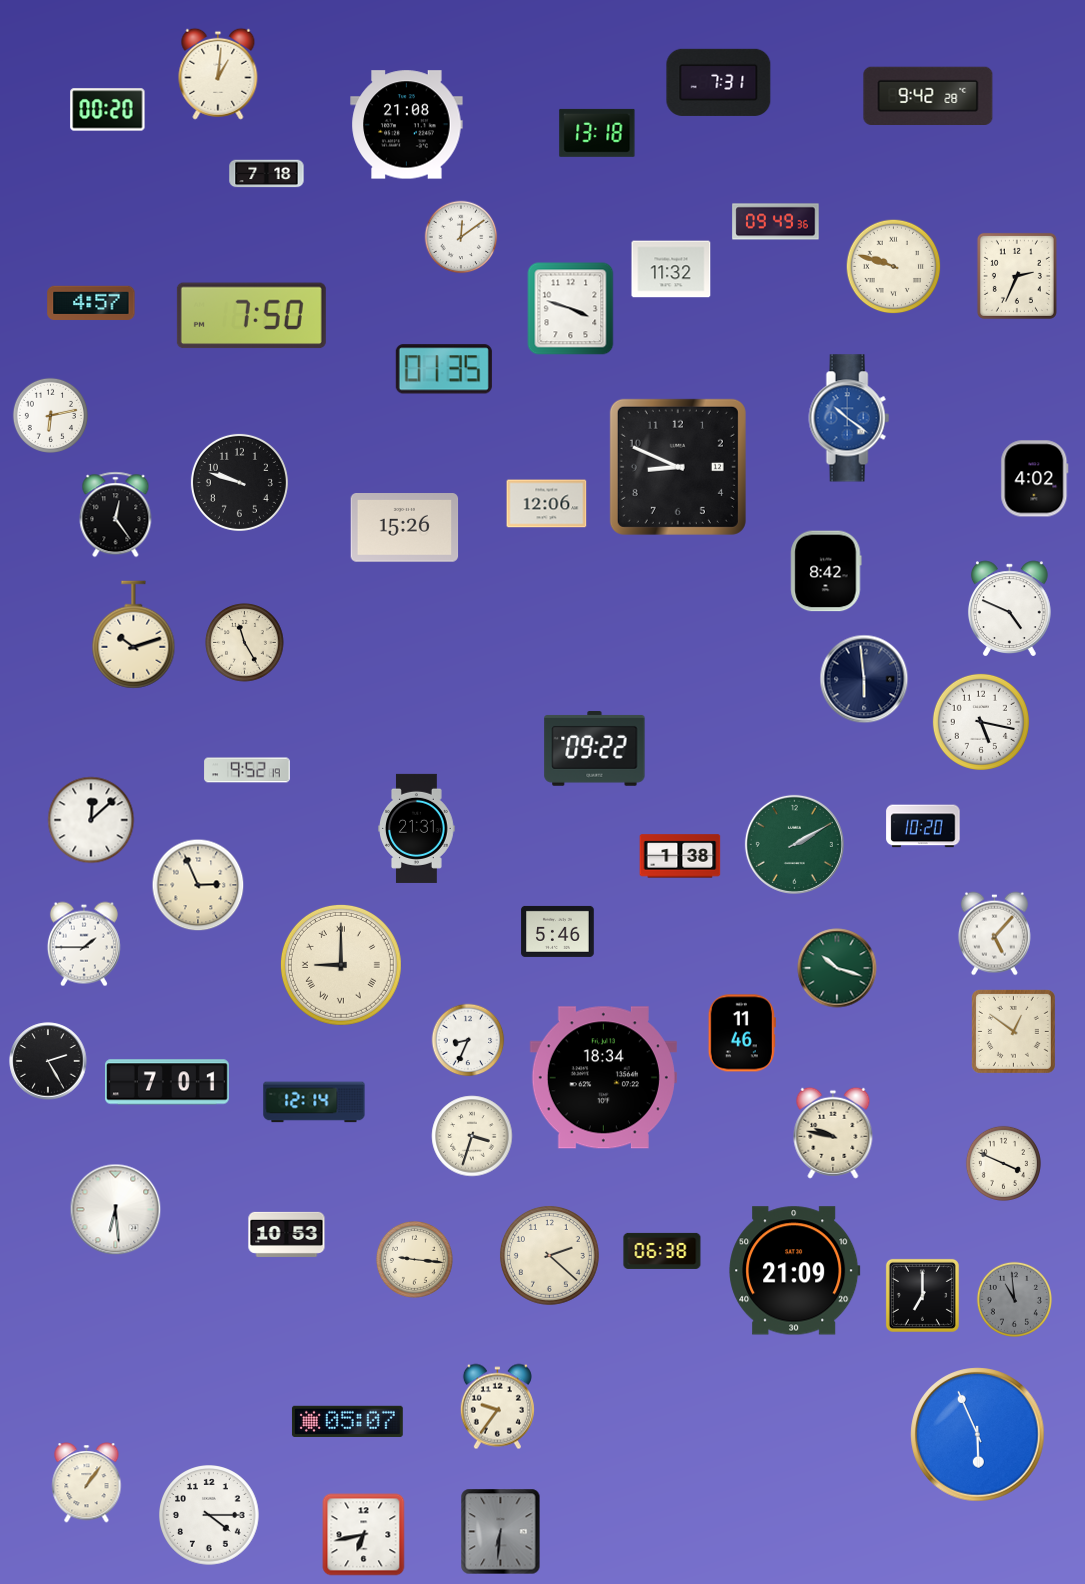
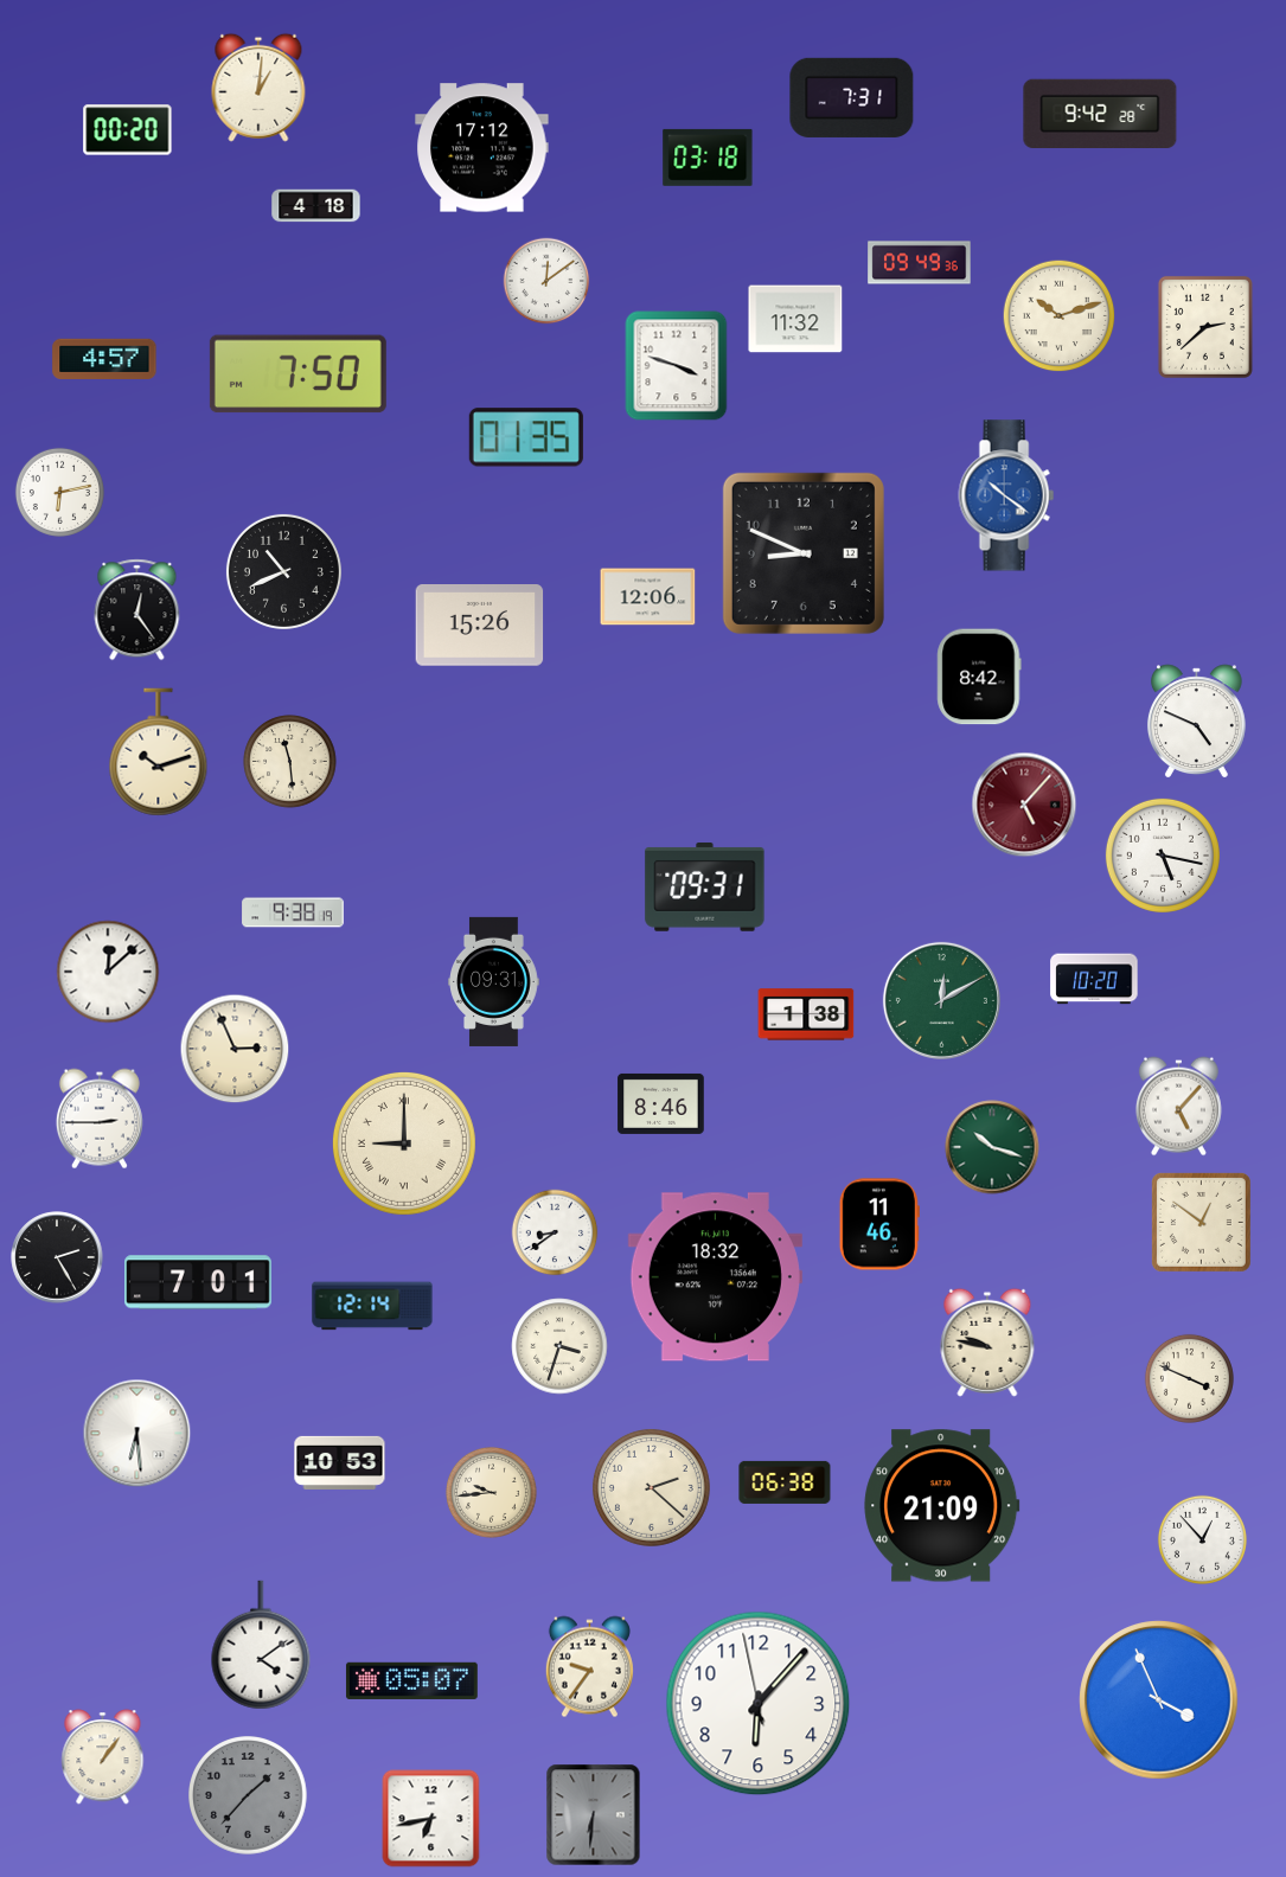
clock at (407, 125): 21:08 -> 17:12
clock at (597, 133): 13:18 -> 03:18
clock at (267, 174): 7:18 -> 4:18
clock at (894, 267): 9:48 -> 10:12
clock at (1017, 276): 2:34 -> 2:38
clock at (91, 303) position: (91, 303) -> (104, 359)
clock at (1035, 479): 4:02 -> none
clock at (239, 482): 9:48 -> 10:41
clock at (245, 643): 11:25 -> 11:29
clock at (864, 679): 5:59 -> 5:07
clock at (864, 679) dial: navy -> burgundy
clock at (595, 749): 09:22 -> 09:31
clock at (247, 770): 9:52 -> 9:38
clock at (417, 828): 21:31 -> 09:31
clock at (794, 844): 2:10 -> 12:10
clock at (558, 931): 5:46 -> 8:46
clock at (84, 944): 1:45 -> 2:45
clock at (468, 1040): 8:34 -> 8:39
clock at (603, 1078): 18:34 -> 18:32
clock at (414, 1259): 9:16 -> 9:44
clock at (922, 1295): 7:00 -> none
clock at (1014, 1299): 10:59 -> 12:53
clock at (1014, 1299) dial: grey -> white
clock at (261, 1645): none -> 4:09
clock at (347, 1421) position: (347, 1421) -> (411, 1680)
clock at (978, 1435): 5:56 -> 3:56
clock at (759, 1704): none -> 6:06
clock at (210, 1516): 4:15 -> 1:37
clock at (210, 1516) dial: white -> grey
